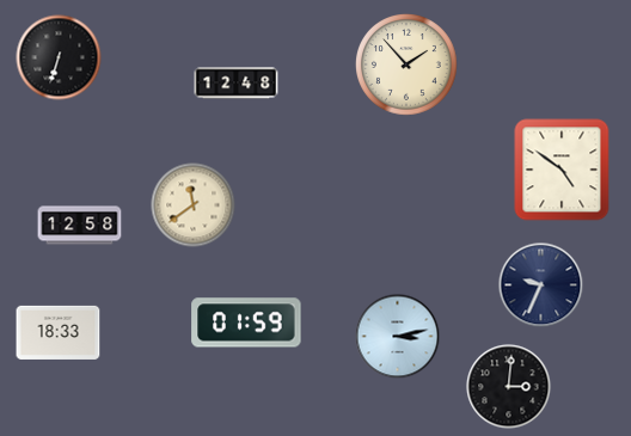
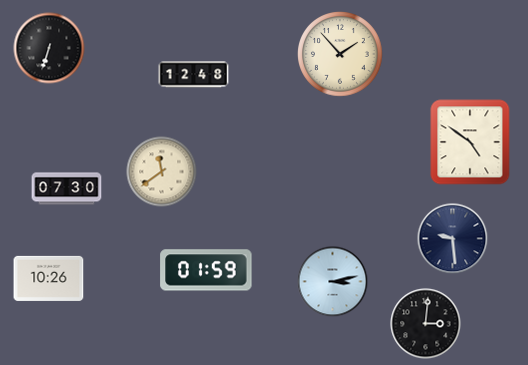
clock at (237, 84) position: (237, 84) -> (194, 75)
clock at (80, 226): 12:58 -> 07:30
clock at (541, 285): 9:34 -> 9:29
clock at (59, 332): 18:33 -> 10:26
